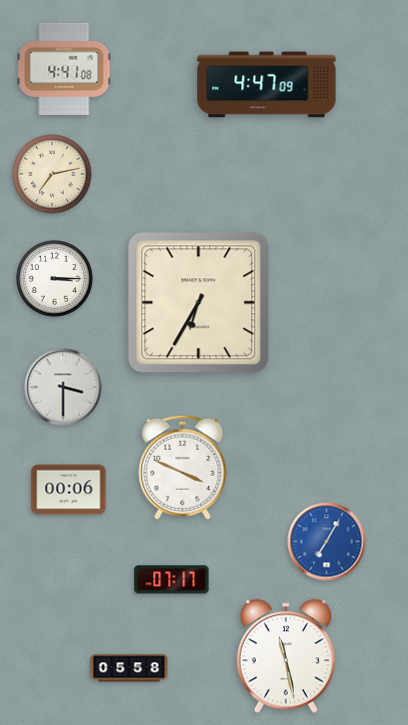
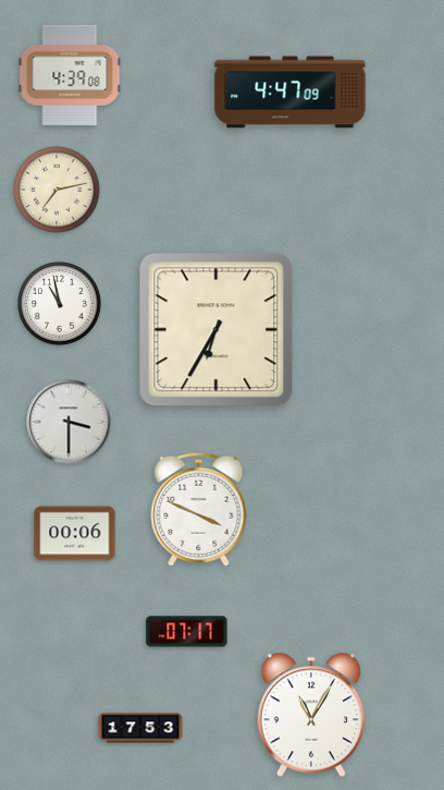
clock at (64, 69): 4:41 -> 4:39
clock at (55, 279): 3:15 -> 10:58
clock at (327, 542): 7:05 -> none
clock at (286, 656): 11:28 -> 11:05
clock at (129, 668): 05:58 -> 17:53
